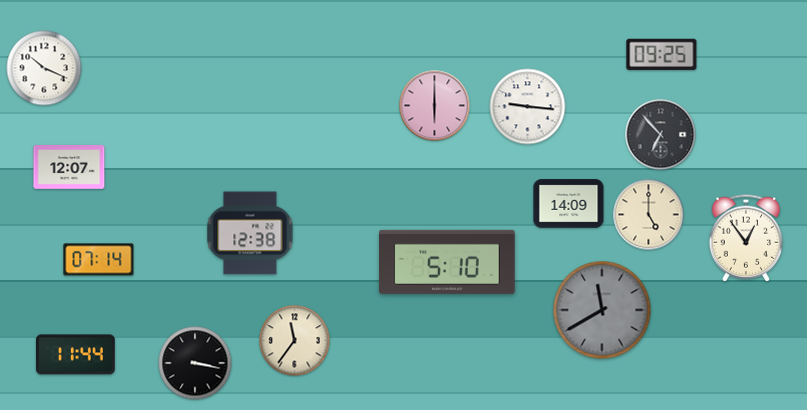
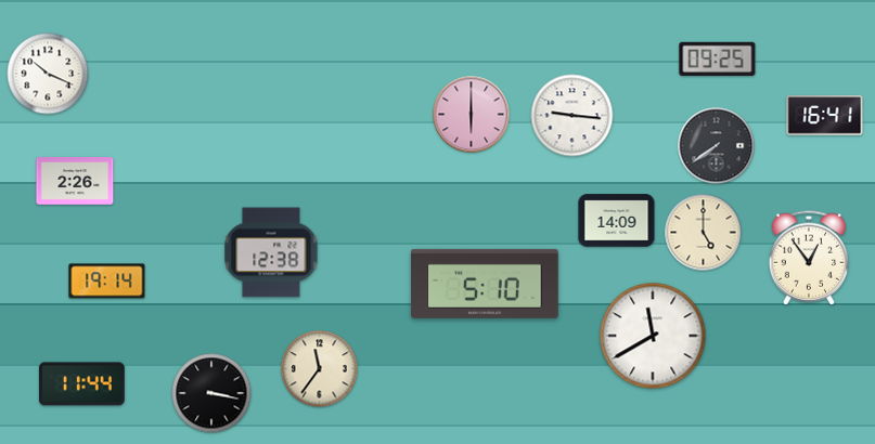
clock at (825, 116): none -> 16:41
clock at (661, 135): 6:53 -> 7:39
clock at (69, 168): 12:07 -> 2:26
clock at (99, 260): 07:14 -> 19:14
clock at (602, 310) dial: grey -> white
